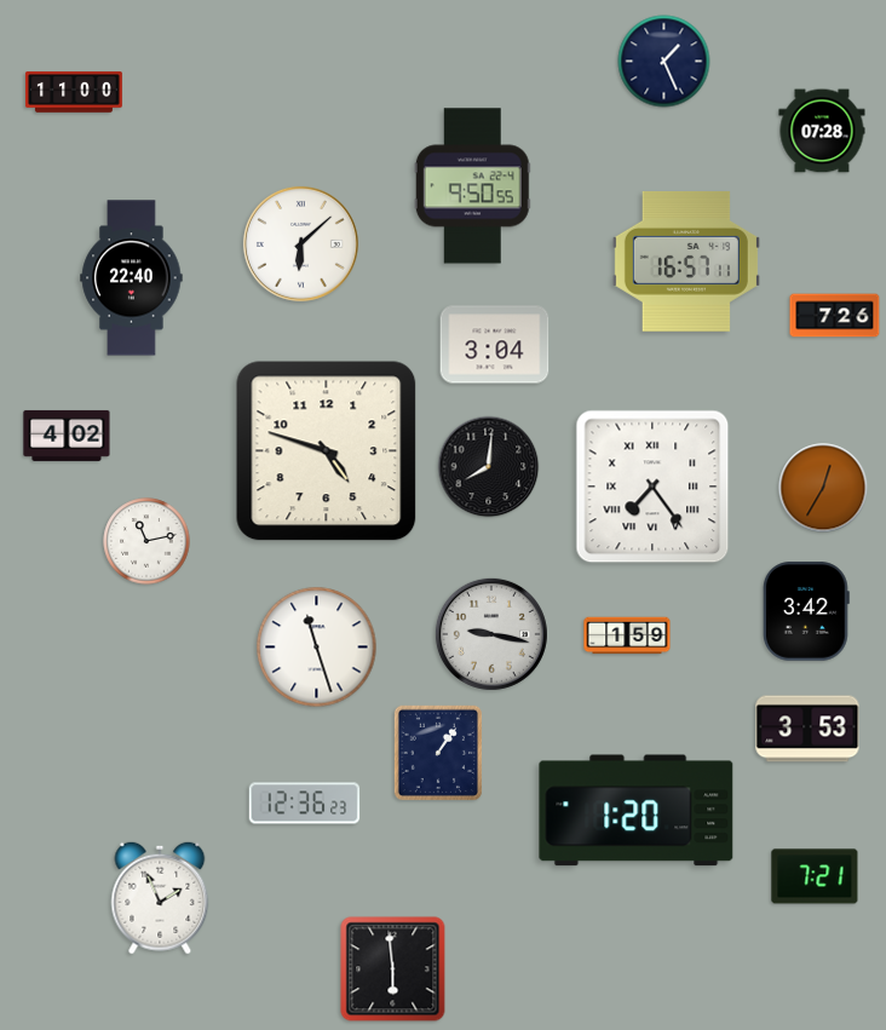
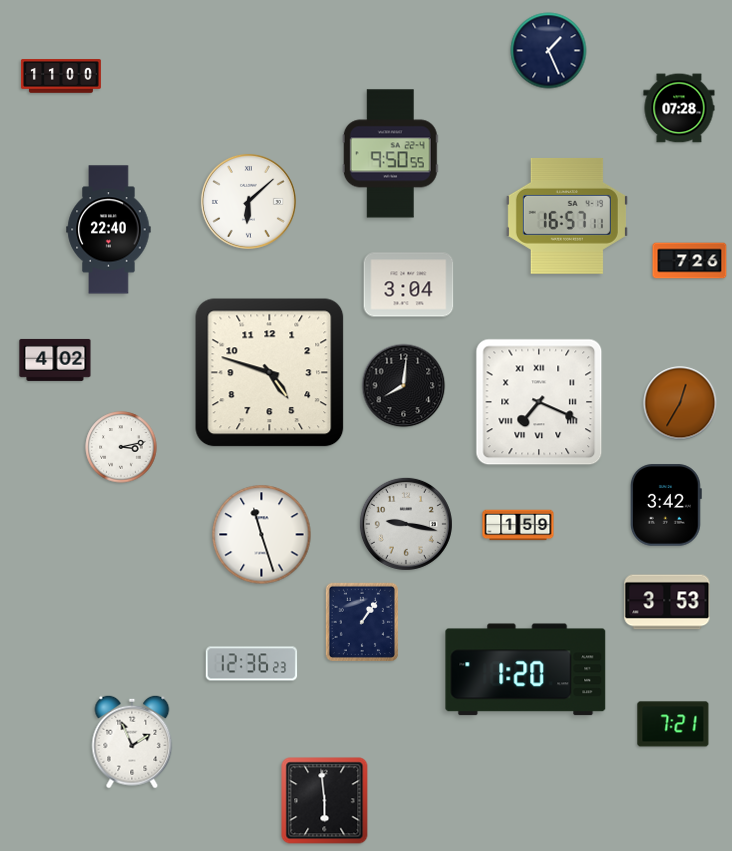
clock at (652, 487): 7:24 -> 7:19
clock at (146, 541): 11:13 -> 3:13
